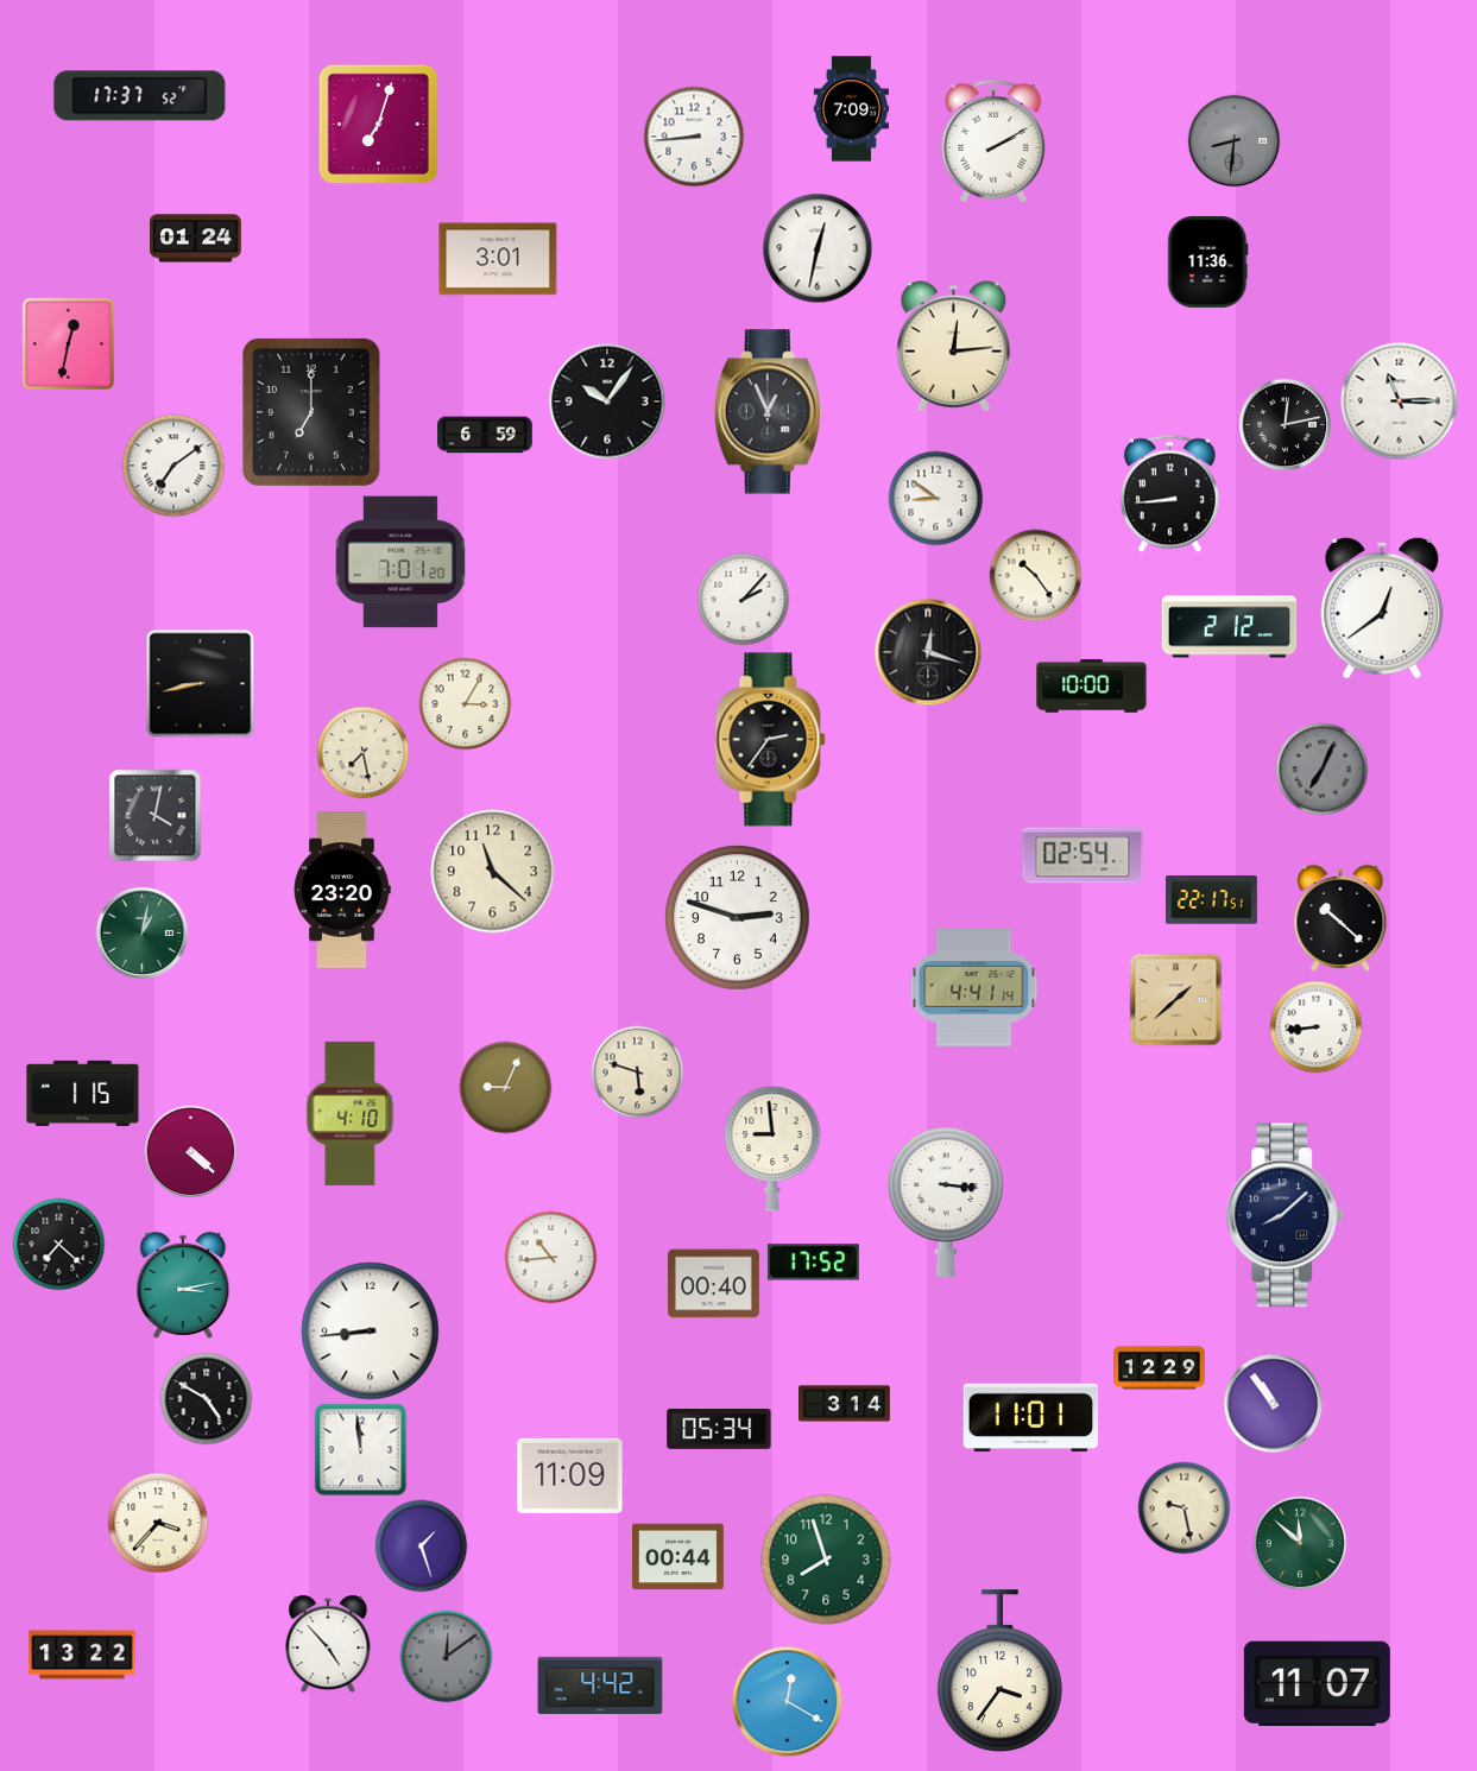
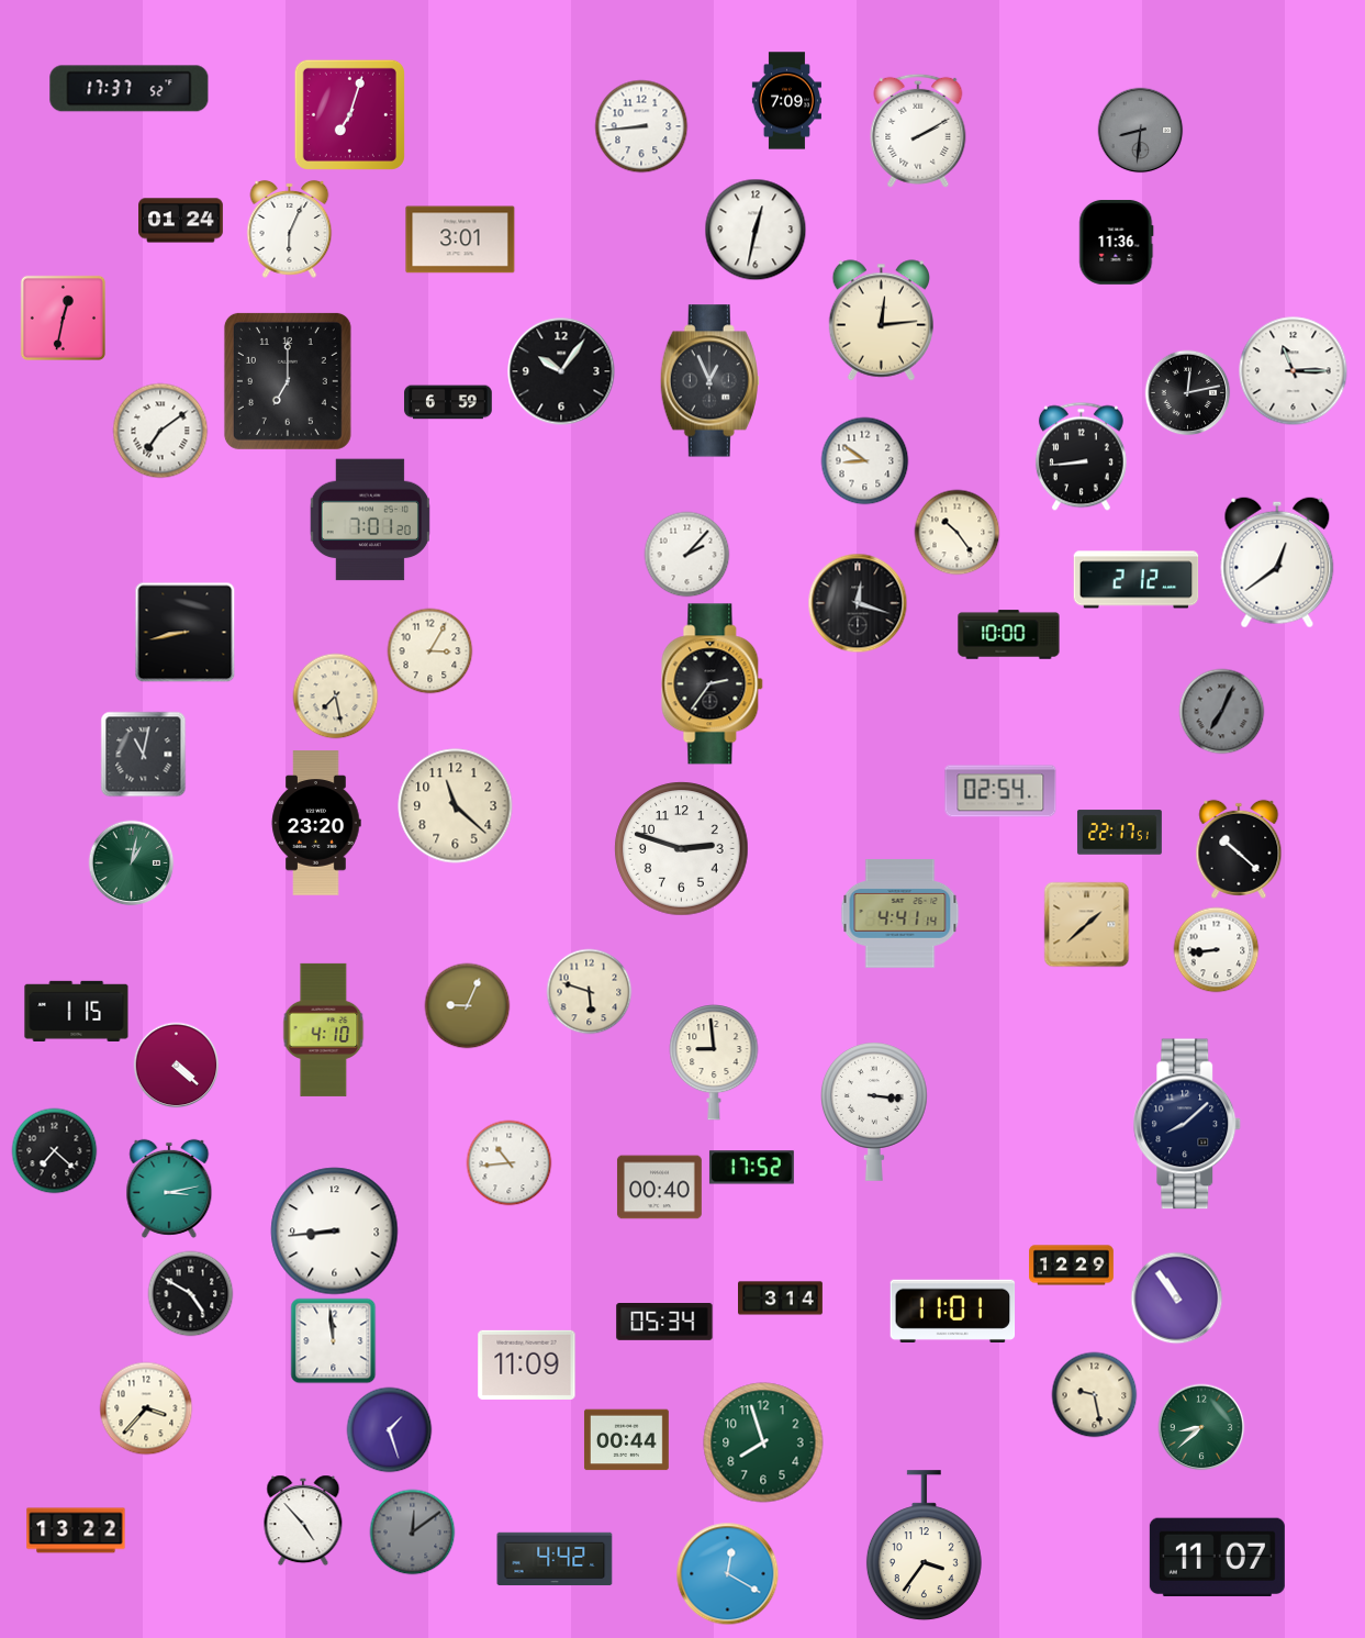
clock at (290, 229): none -> 6:04
clock at (154, 815): 4:02 -> 11:02
clock at (371, 1332) position: (371, 1332) -> (335, 1232)
clock at (1300, 1543): 11:52 -> 8:38
